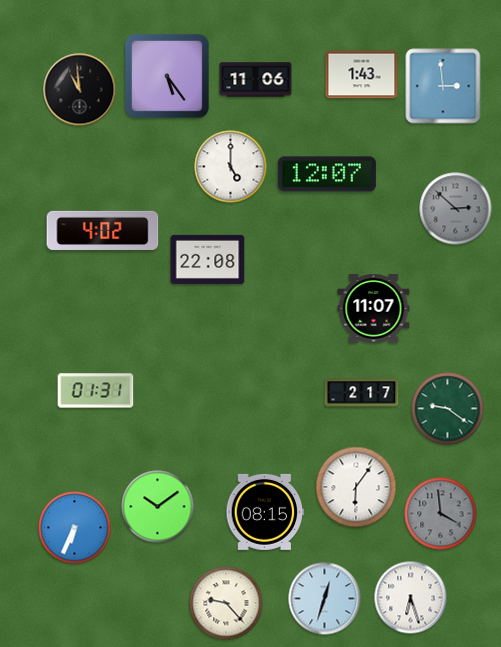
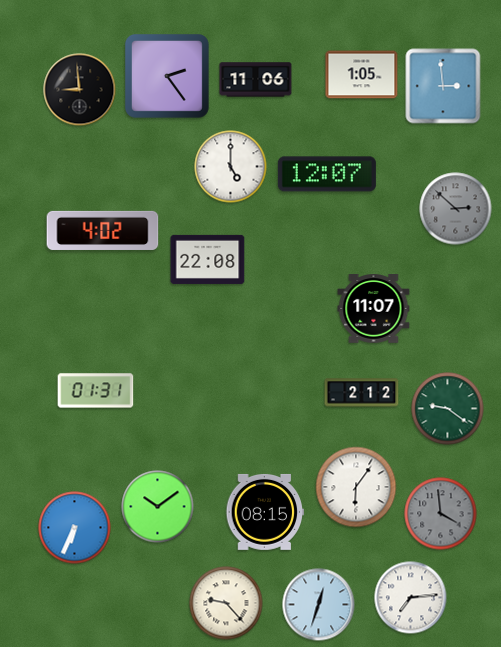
clock at (362, 75): 1:43 -> 1:05
clock at (167, 76): 5:24 -> 2:24
clock at (80, 90): 10:59 -> 8:59
clock at (362, 393): 2:17 -> 2:12
clock at (411, 598): 6:27 -> 7:14
clock at (325, 599) position: (325, 599) -> (319, 605)
